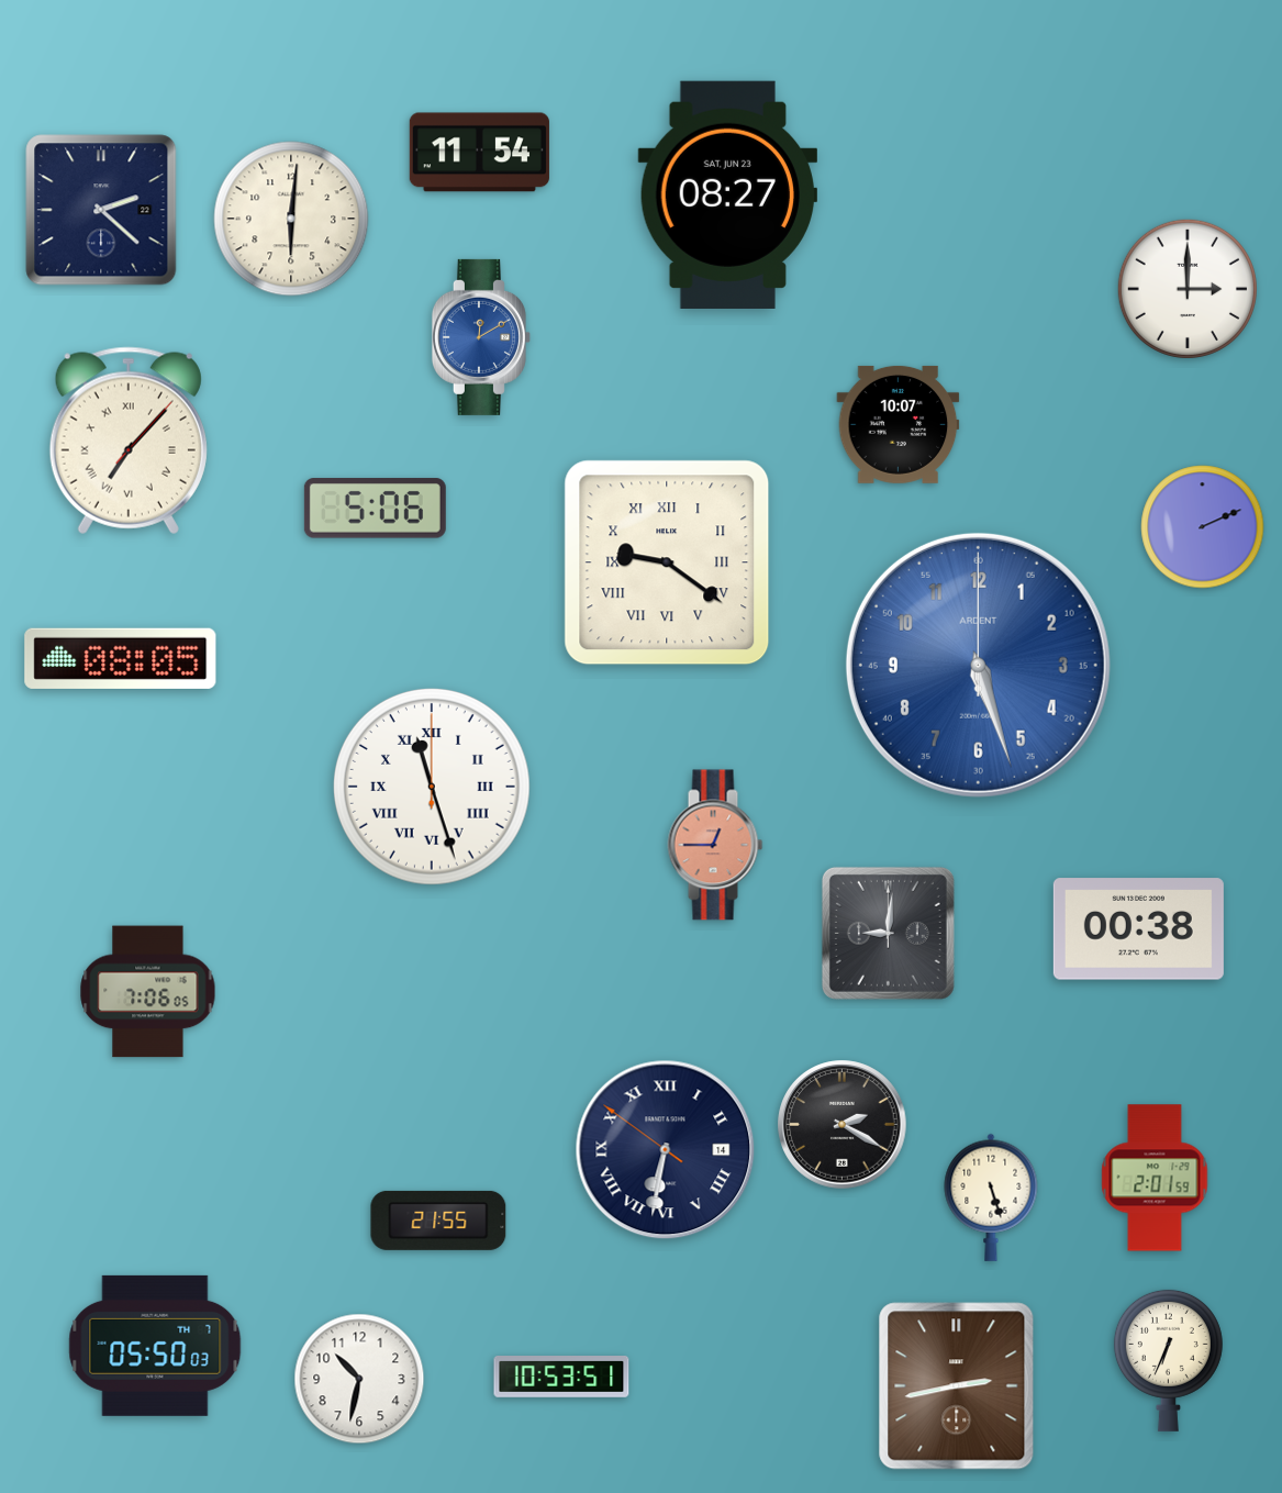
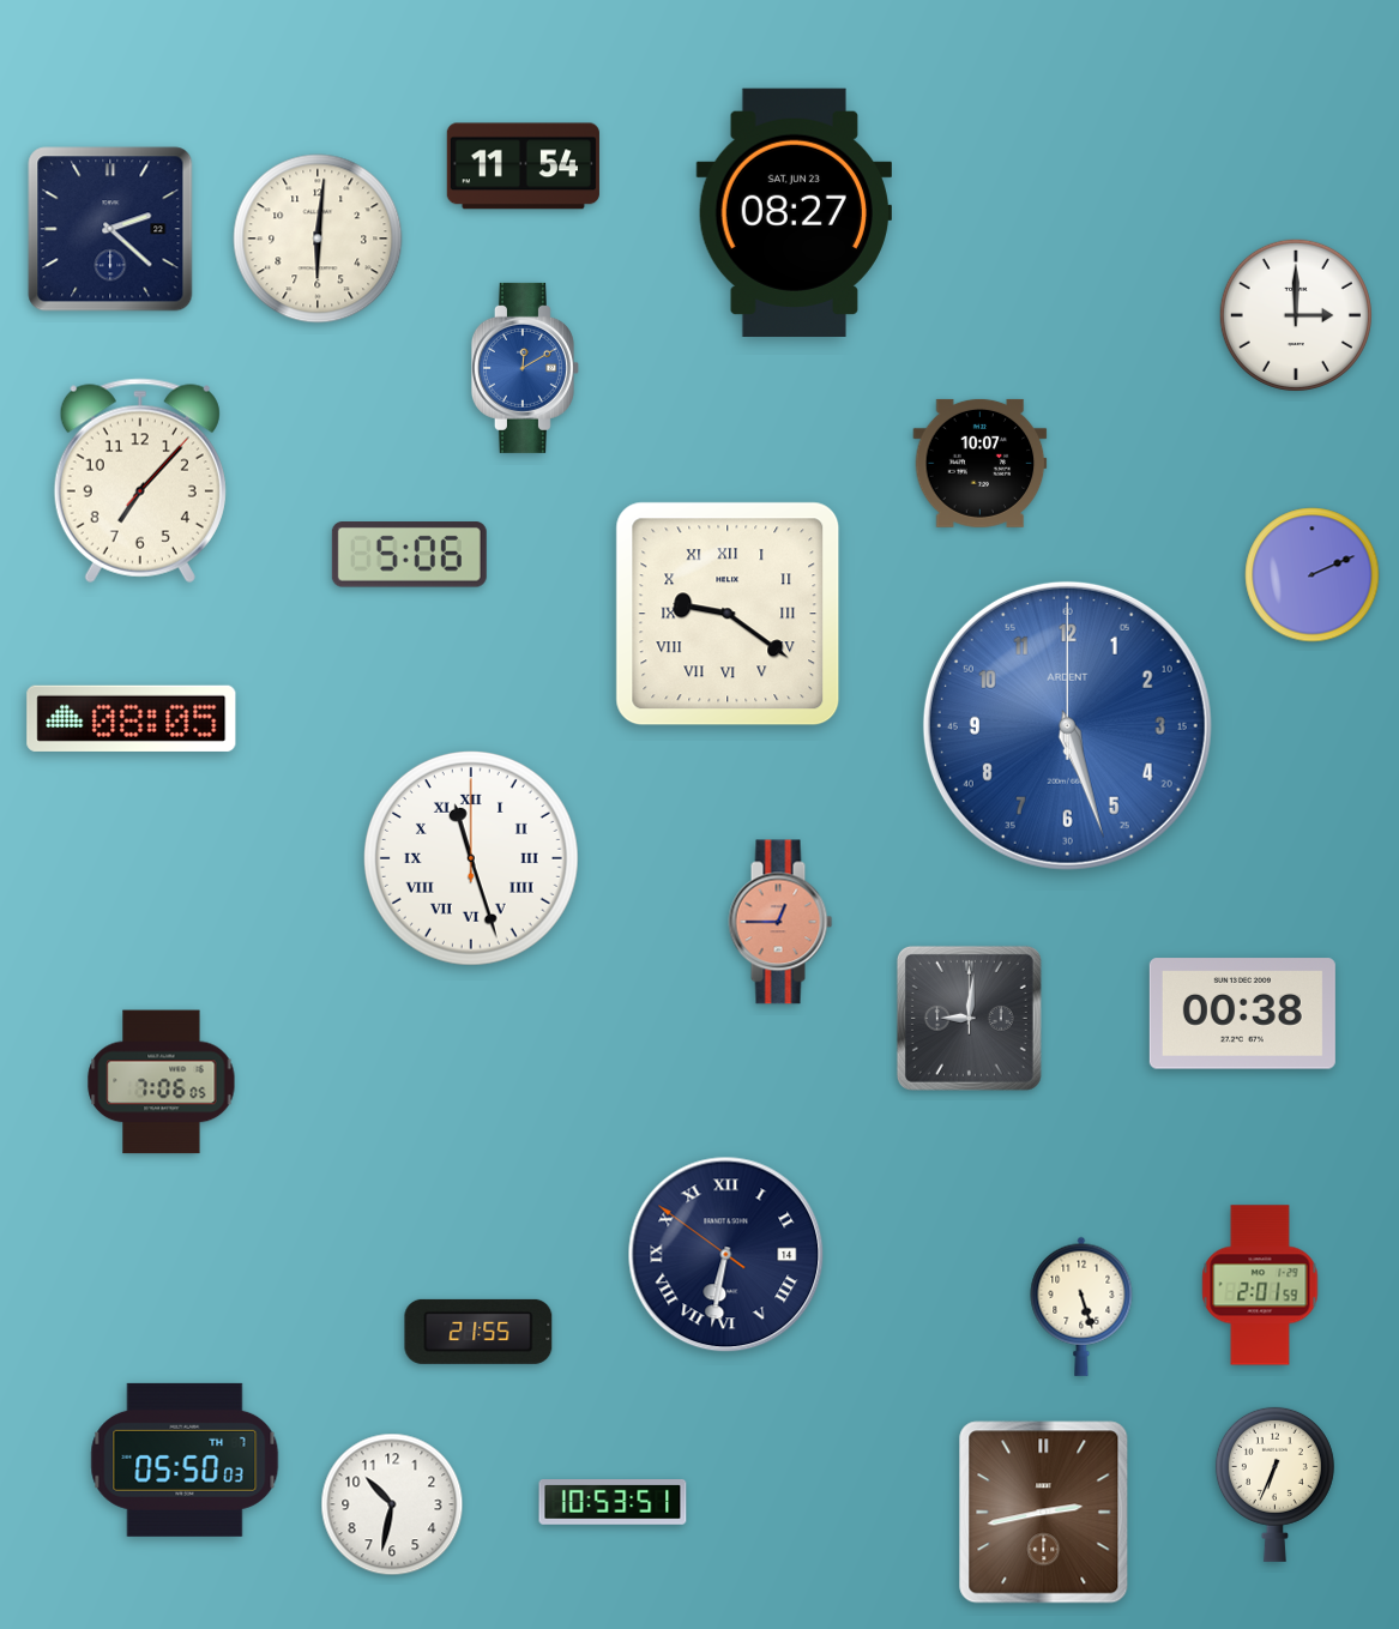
clock at (129, 441) numerals: Roman -> Arabic
clock at (843, 1125): 2:20 -> none
clock at (155, 1346) position: (155, 1346) -> (185, 1460)
